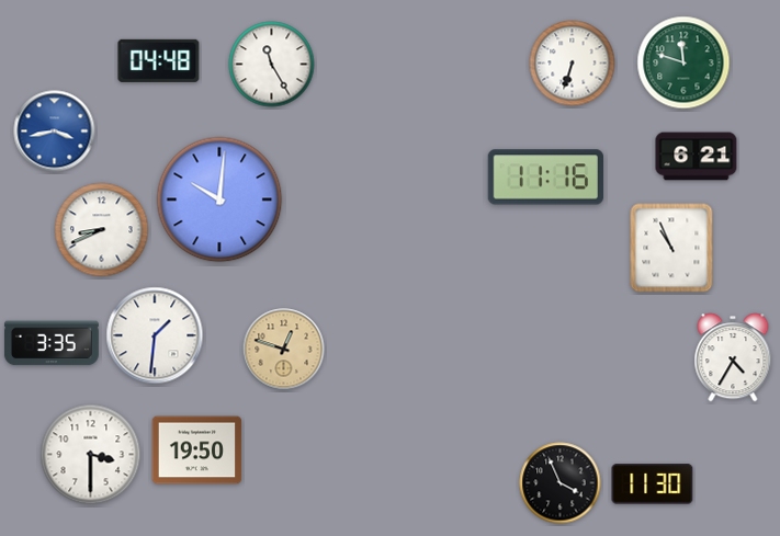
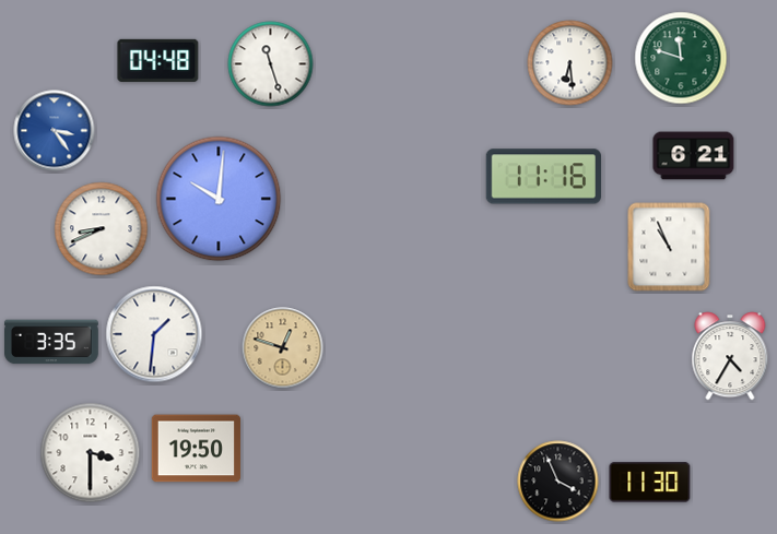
clock at (683, 62) position: (683, 62) -> (681, 58)
clock at (573, 64): 6:33 -> 6:29
clock at (272, 65): 11:25 -> 11:27
clock at (55, 132): 3:43 -> 3:24
